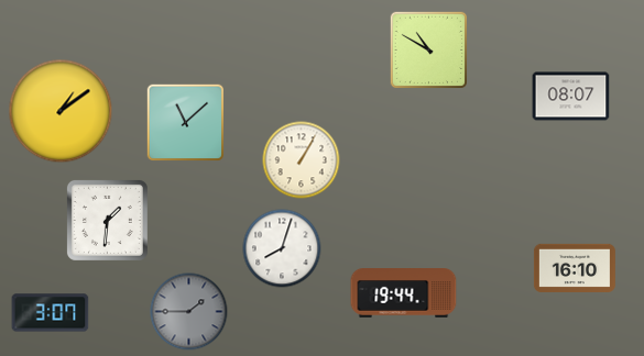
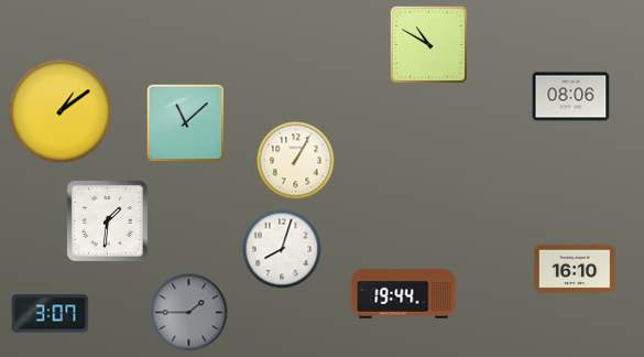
clock at (428, 49) position: (428, 49) -> (428, 44)
clock at (571, 97): 08:07 -> 08:06
clock at (302, 160) position: (302, 160) -> (296, 161)
